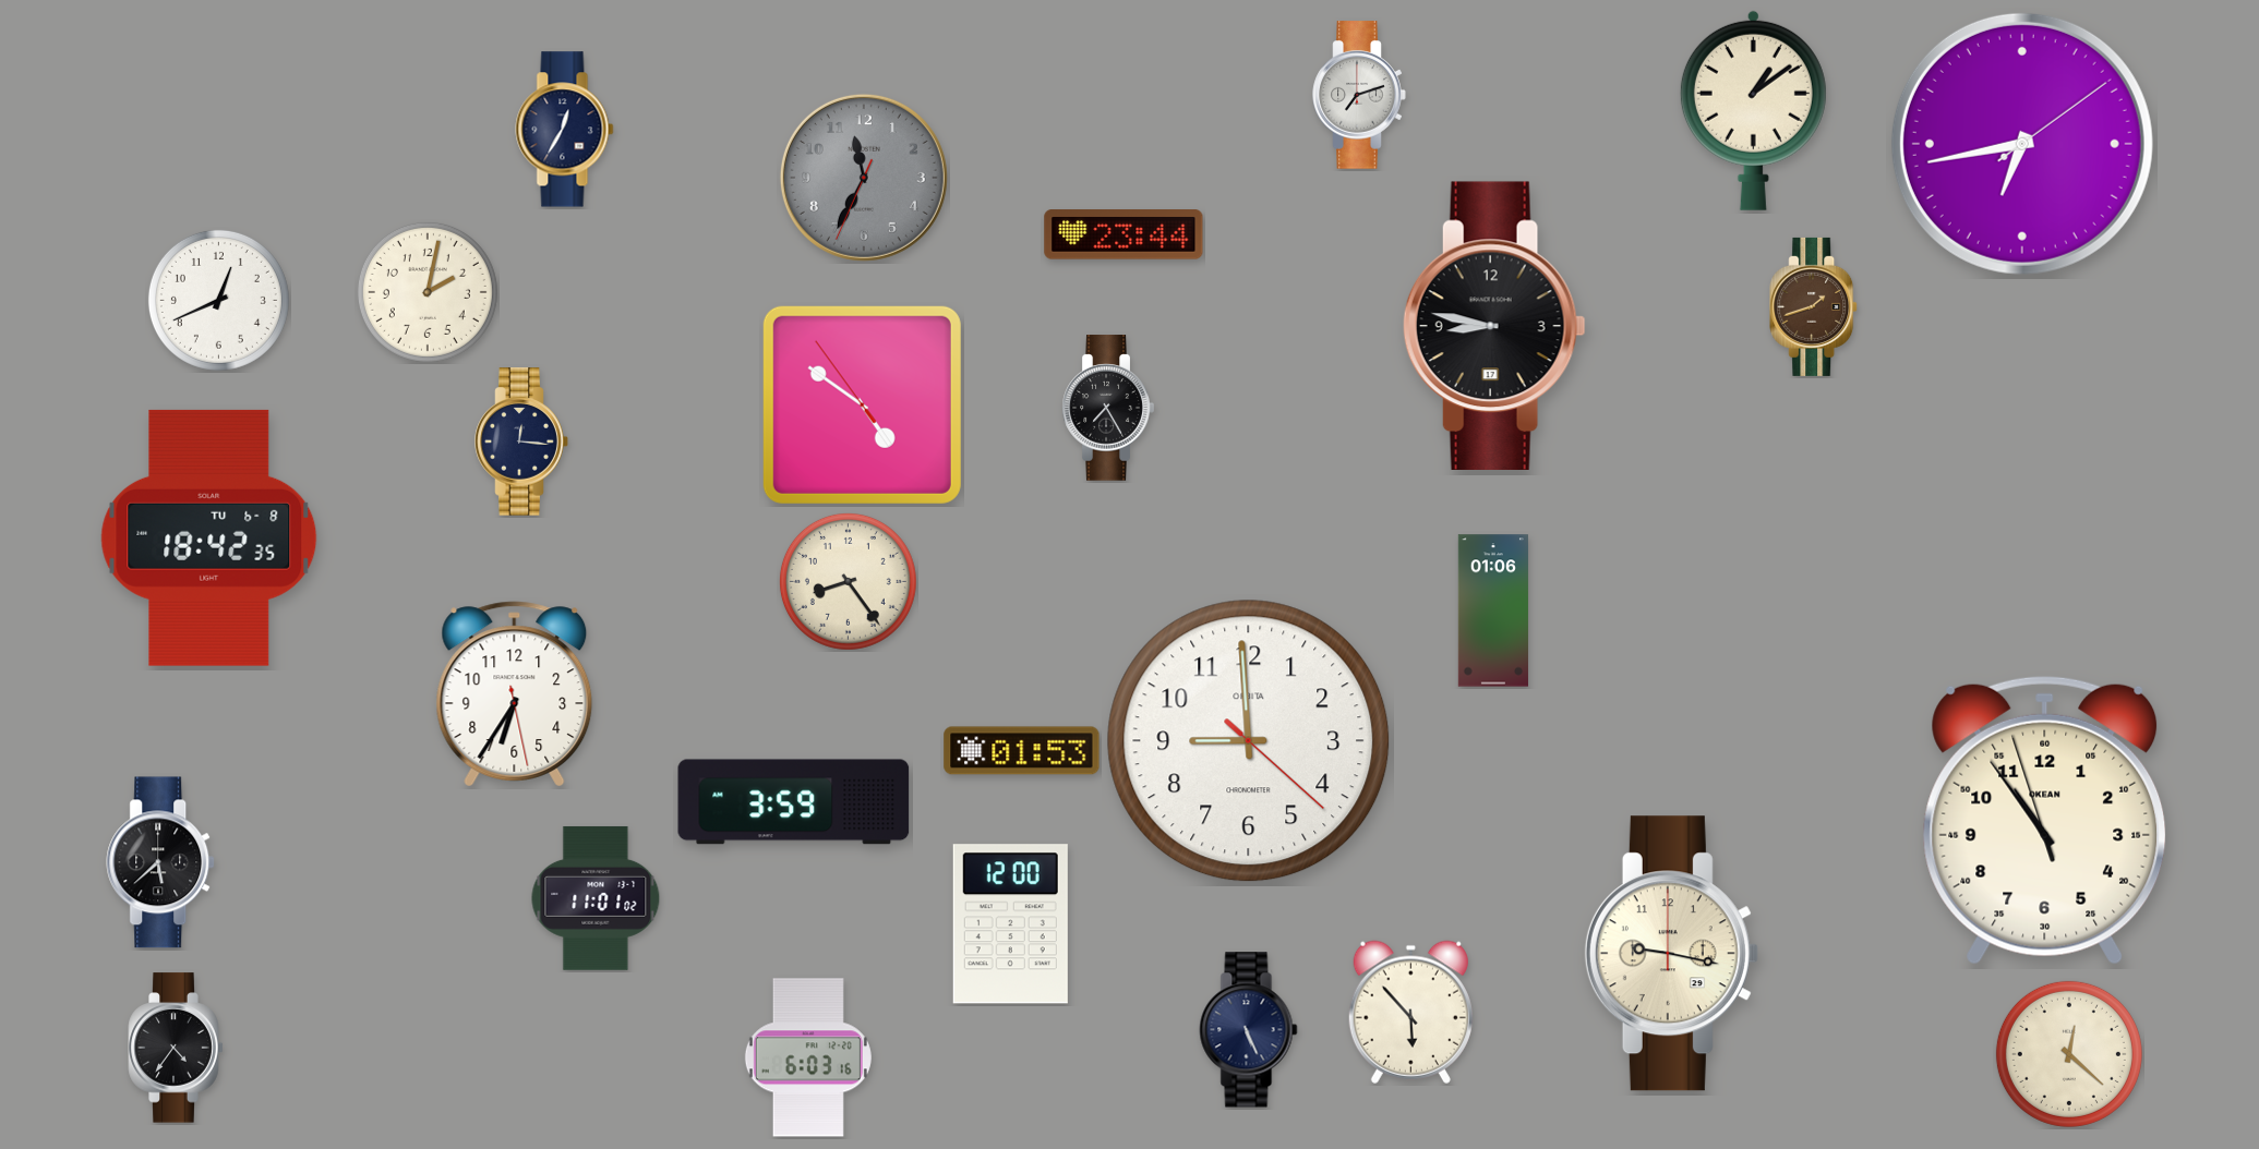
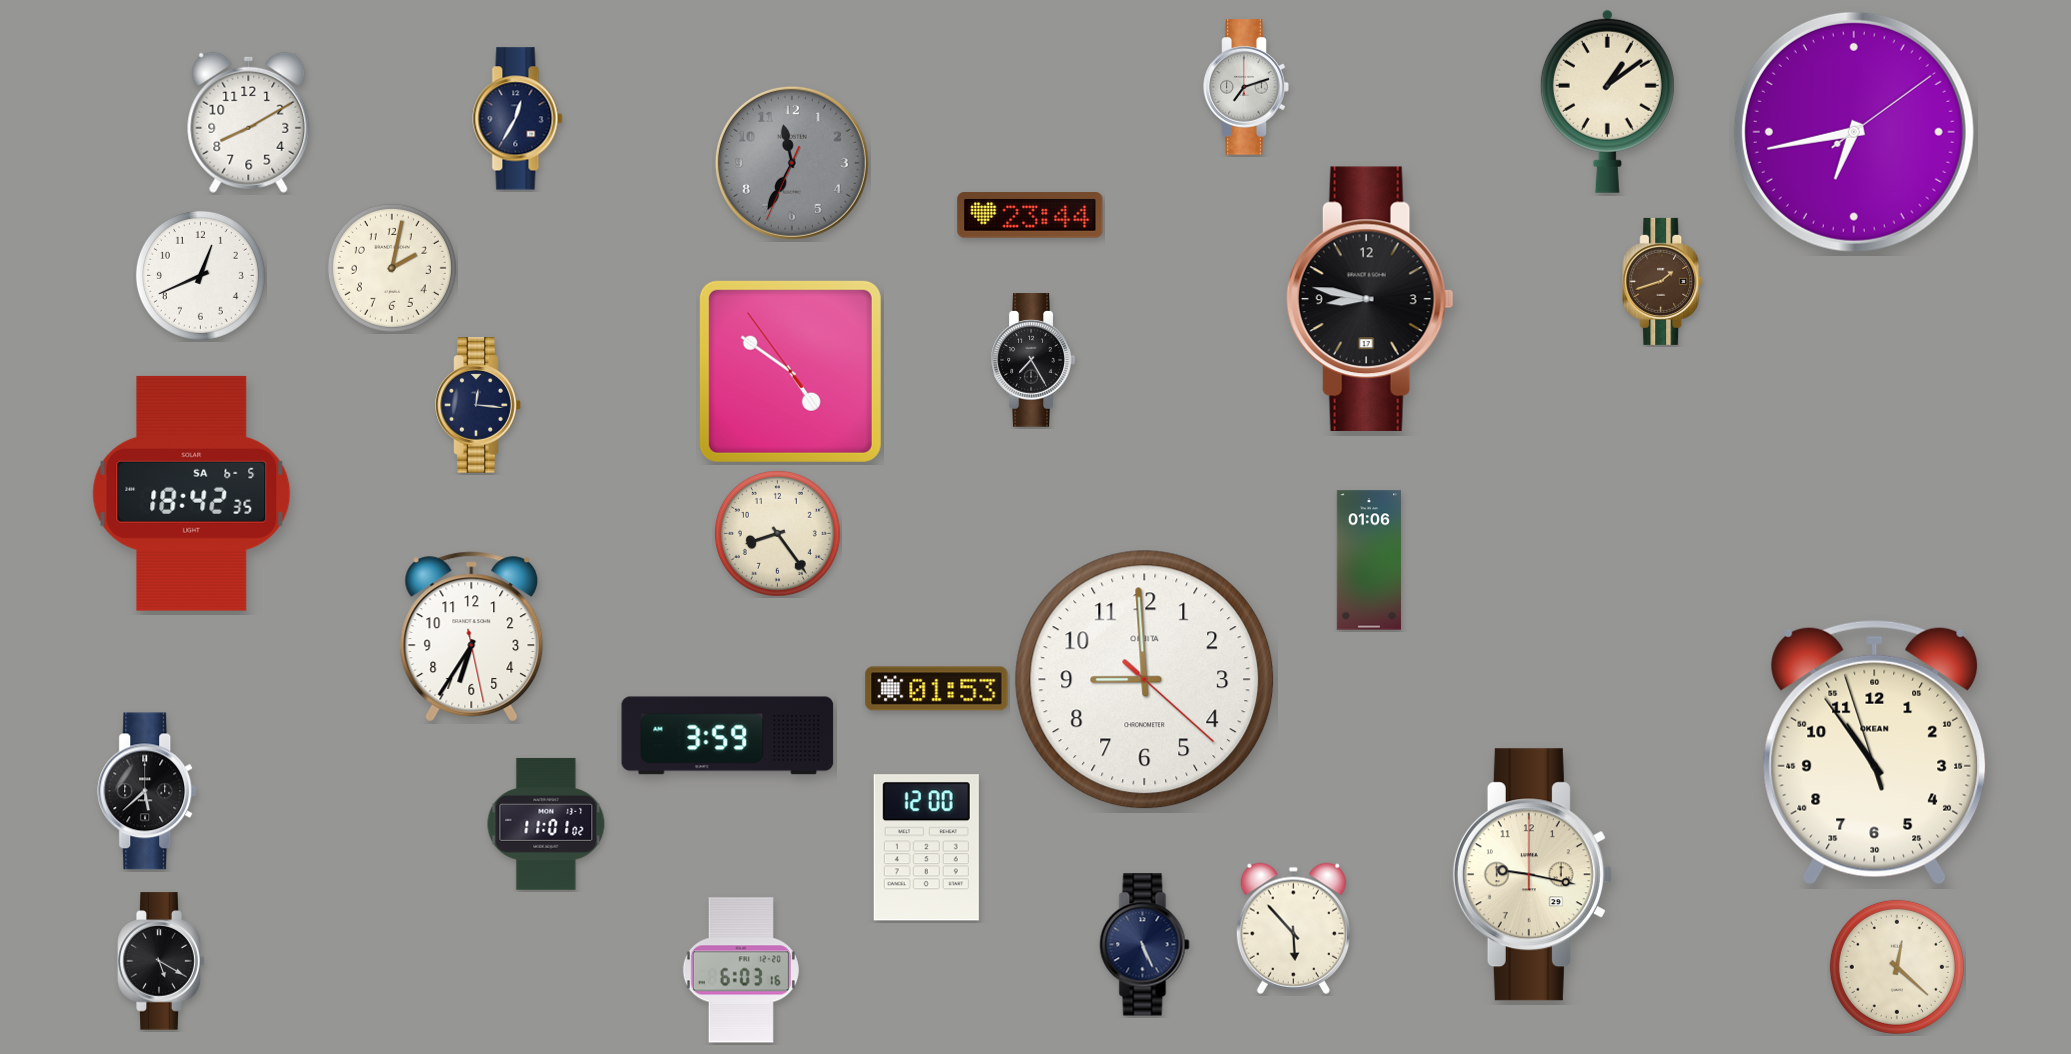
clock at (249, 122): none -> 8:10
clock at (1108, 408) position: (1108, 408) -> (1033, 360)
clock at (209, 537) date: TU 6-8 -> SA 6-5
clock at (176, 1048): 4:36 -> 5:20
